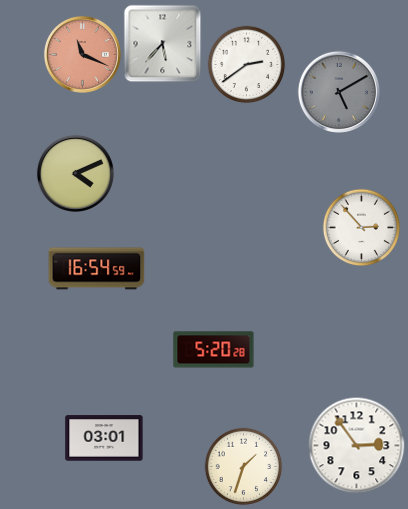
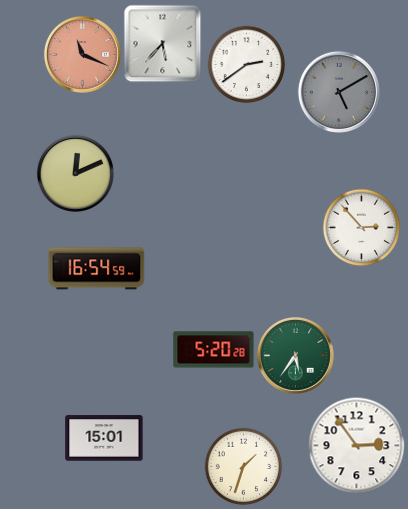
clock at (75, 173): 4:11 -> 12:11
clock at (295, 355): none -> 5:36
clock at (104, 438): 03:01 -> 15:01
